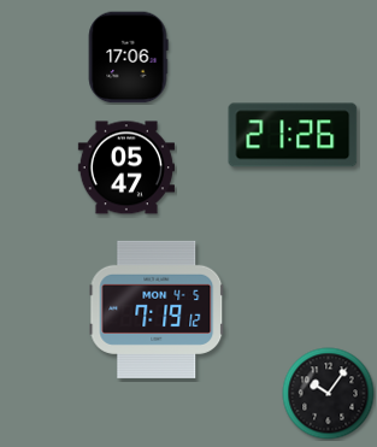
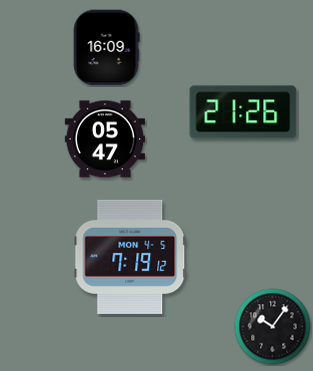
clock at (128, 58): 17:06 -> 16:09
